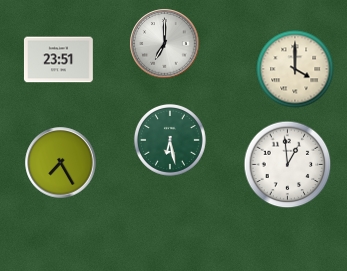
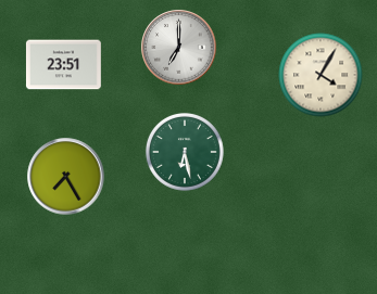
clock at (295, 69): 4:00 -> 4:05
clock at (288, 165): 12:59 -> none
